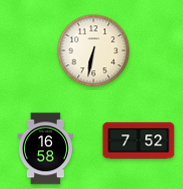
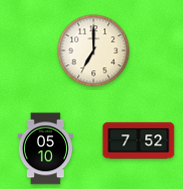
clock at (94, 51): 6:32 -> 7:00
clock at (45, 149): 16:58 -> 05:10
